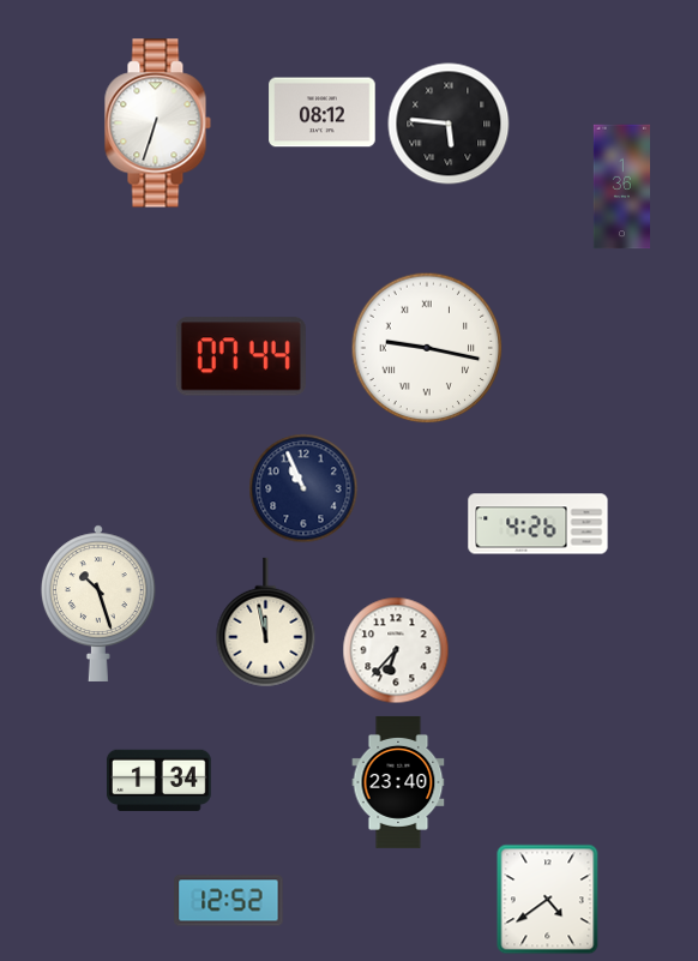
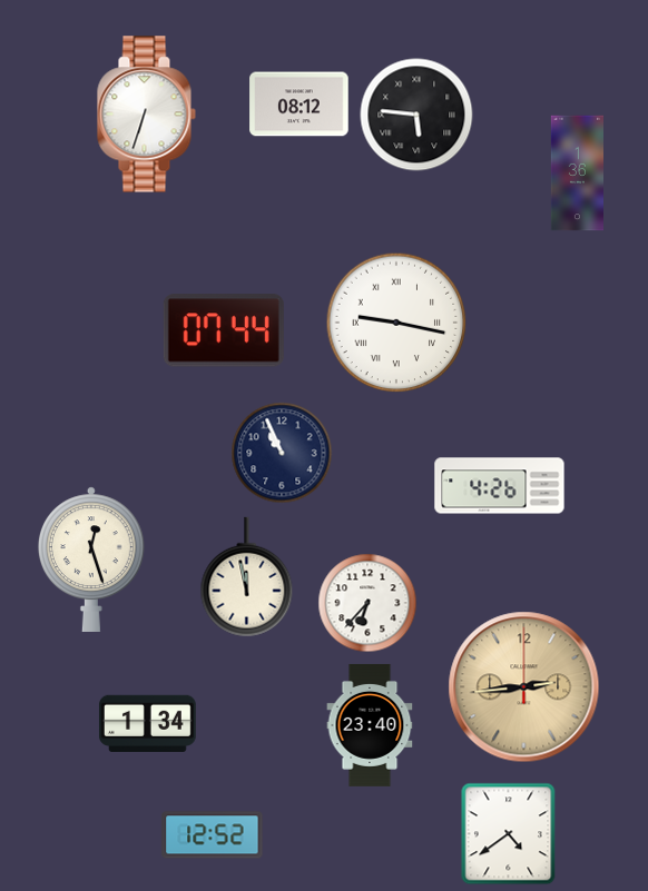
clock at (98, 603): 10:27 -> 12:27
clock at (524, 687): none -> 2:44
